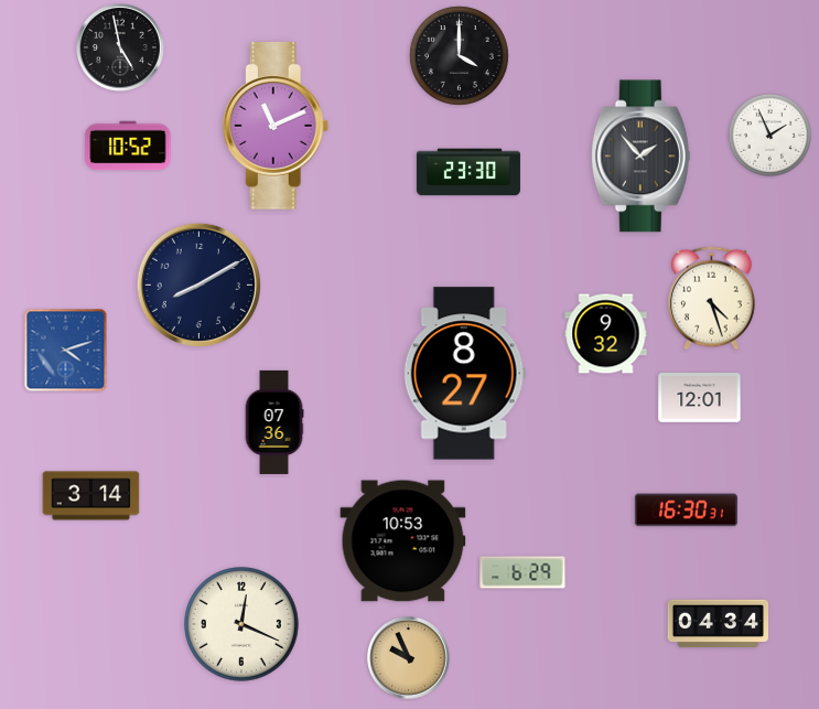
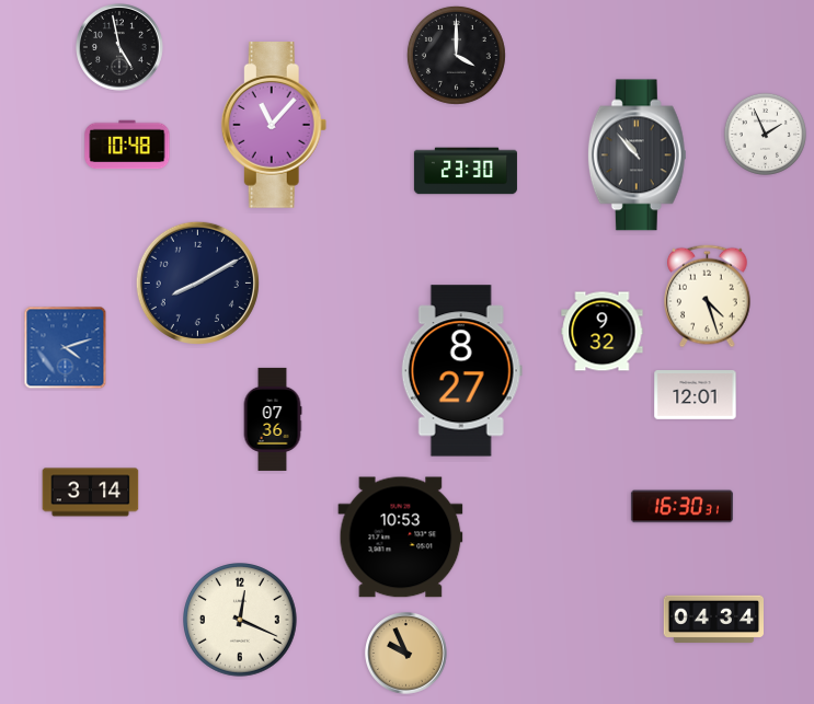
clock at (276, 127): 11:11 -> 11:07
clock at (128, 146): 10:52 -> 10:48
clock at (640, 157): 1:53 -> 10:53
clock at (522, 572): 6:29 -> none
